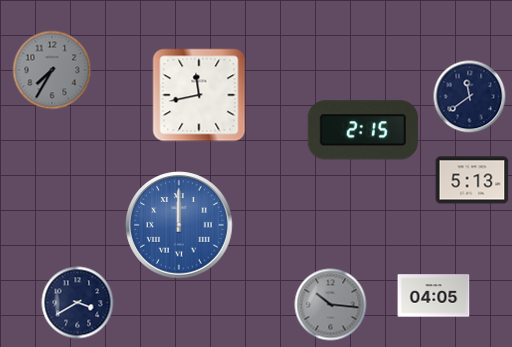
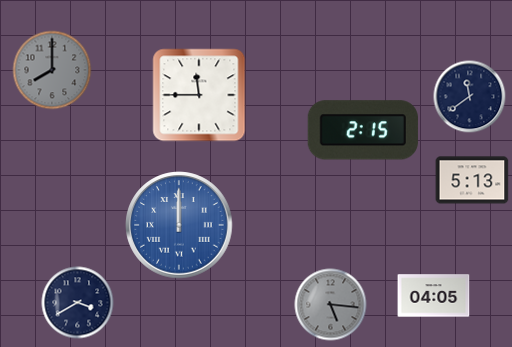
clock at (52, 70): 7:35 -> 8:00
clock at (199, 95): 11:43 -> 11:45
clock at (331, 305): 10:16 -> 5:16
